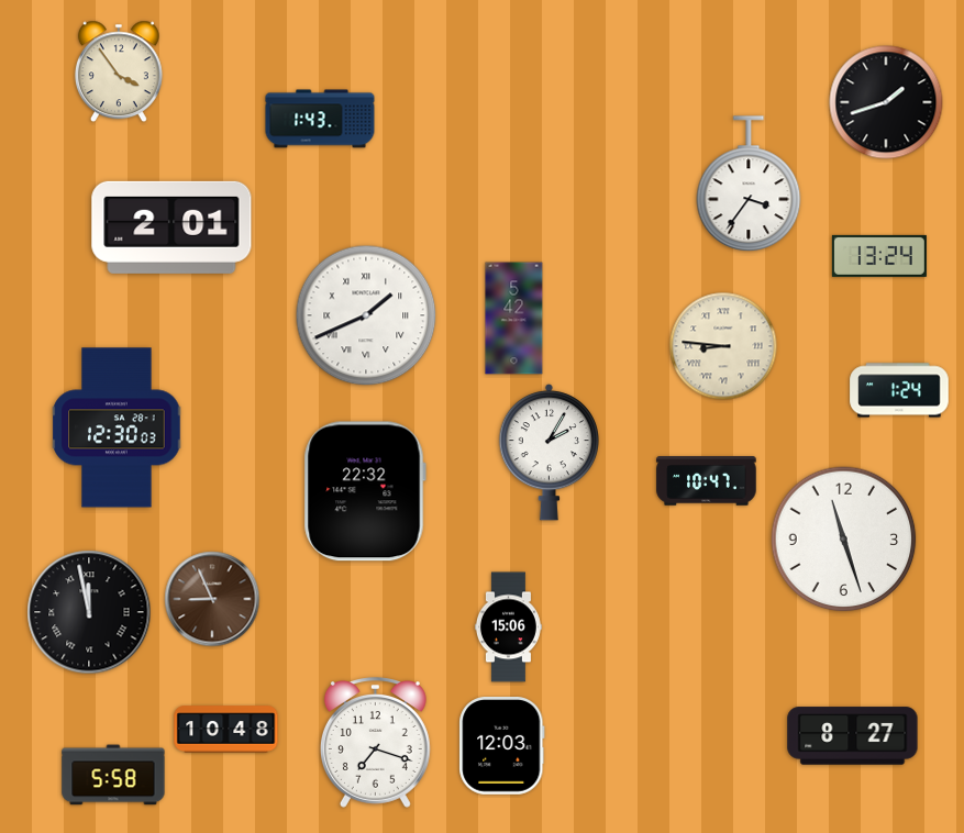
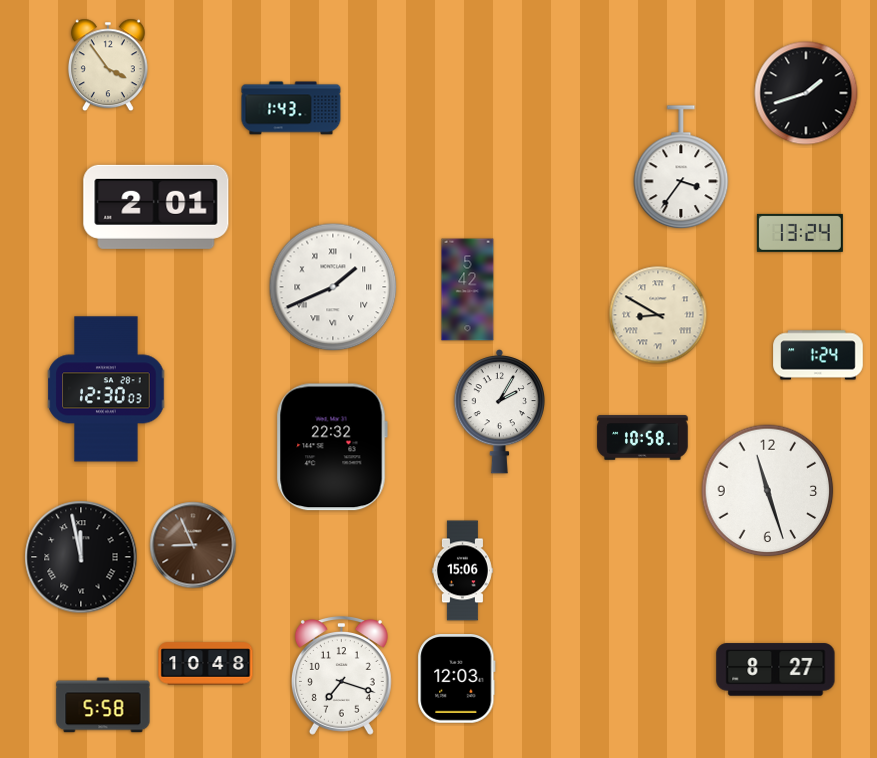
clock at (723, 346): 8:46 -> 8:50
clock at (707, 481): 10:47 -> 10:58
